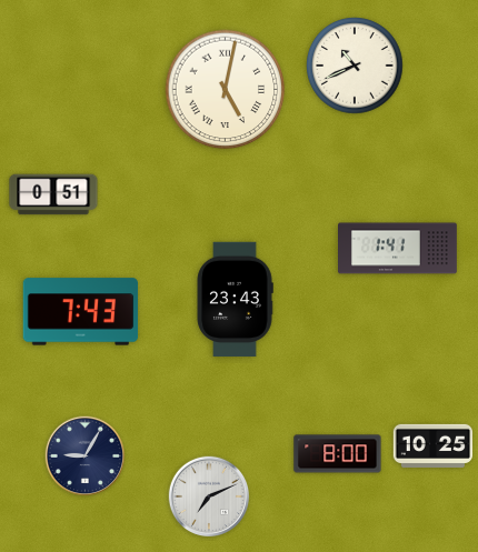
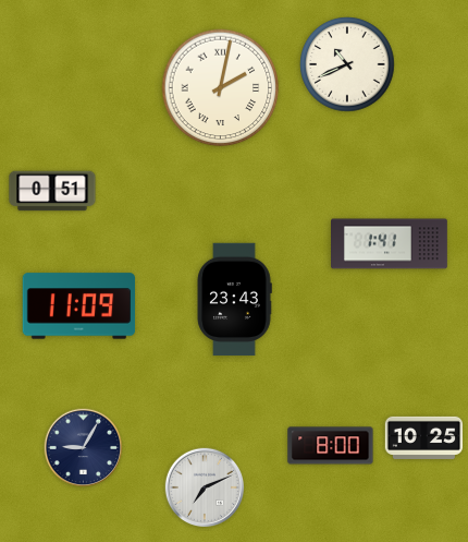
clock at (226, 90): 5:02 -> 2:02
clock at (235, 300) position: (235, 300) -> (234, 300)
clock at (81, 312): 7:43 -> 11:09
